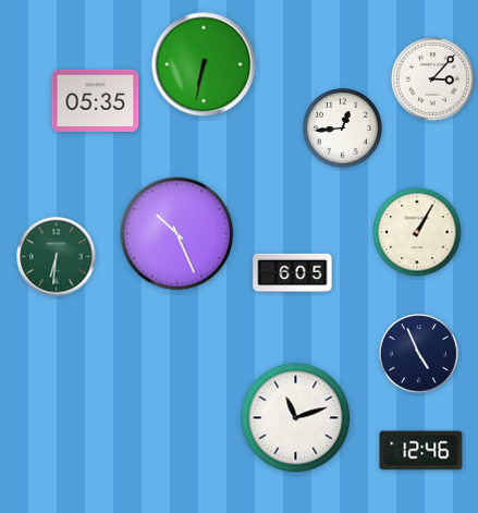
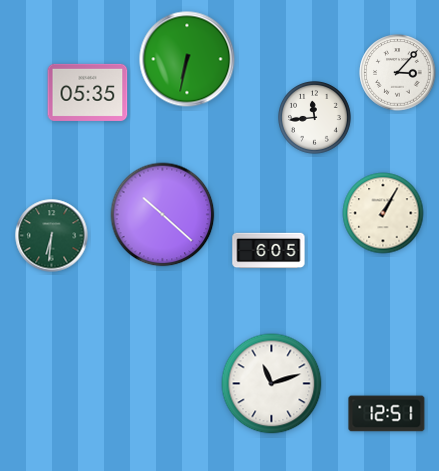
clock at (343, 129): 12:44 -> 11:44
clock at (177, 234): 10:26 -> 10:22
clock at (419, 354): 4:56 -> none
clock at (421, 451): 12:46 -> 12:51
